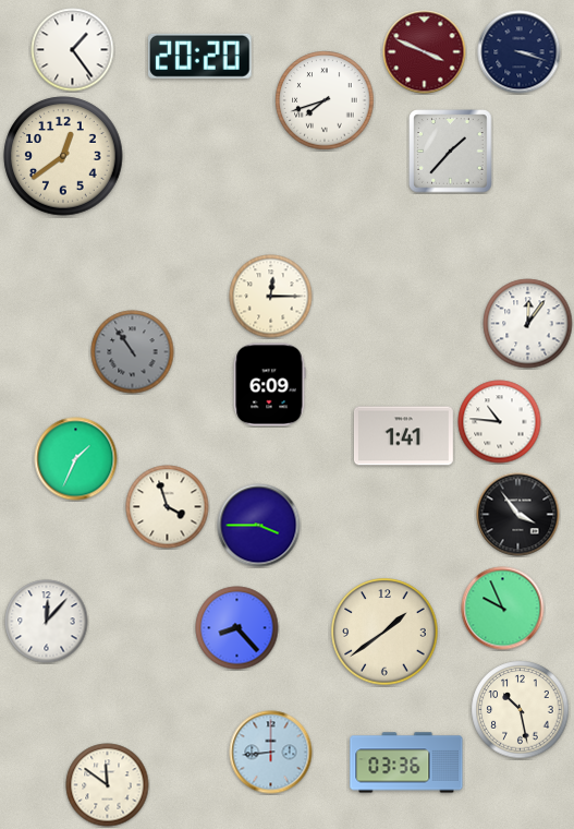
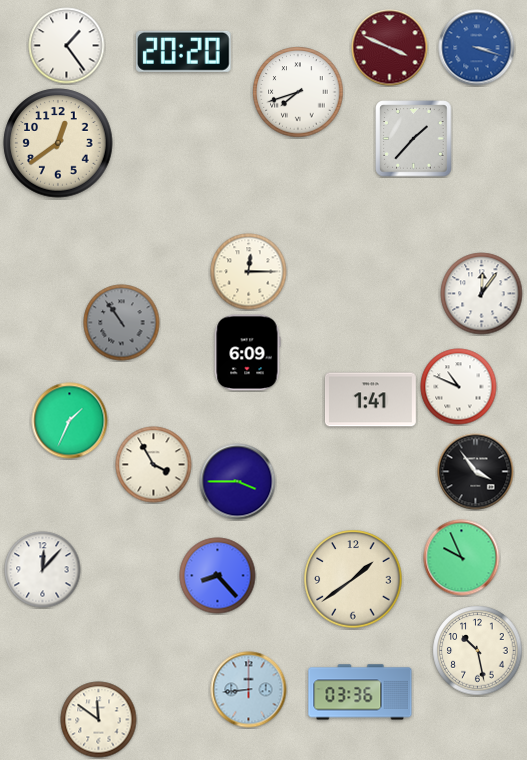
clock at (520, 52) dial: navy -> blue
clock at (528, 324) position: (528, 324) -> (482, 294)
clock at (500, 422): 10:46 -> 10:49
clock at (168, 507): 3:57 -> 3:55
clock at (406, 762) position: (406, 762) -> (360, 692)
